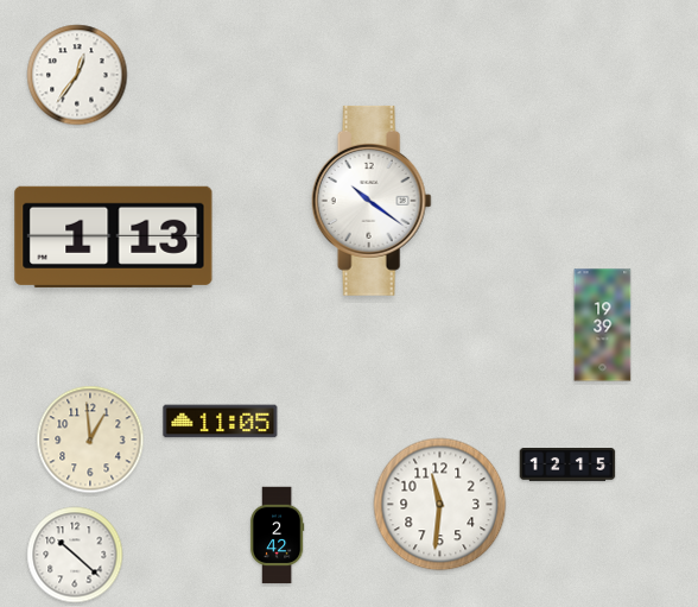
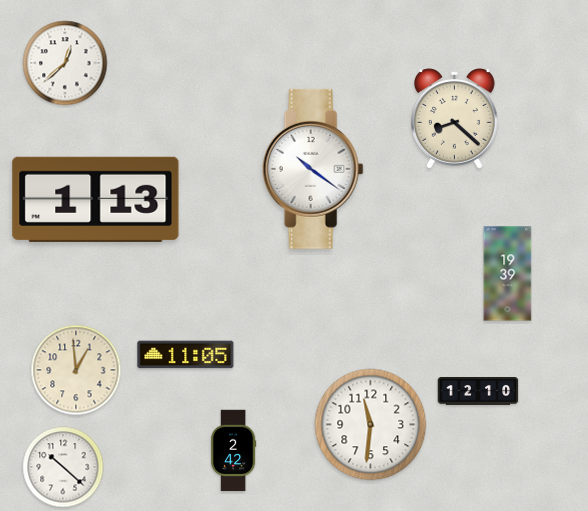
clock at (77, 75): 12:36 -> 12:38
clock at (455, 119): none -> 8:22
clock at (567, 466): 12:15 -> 12:10
